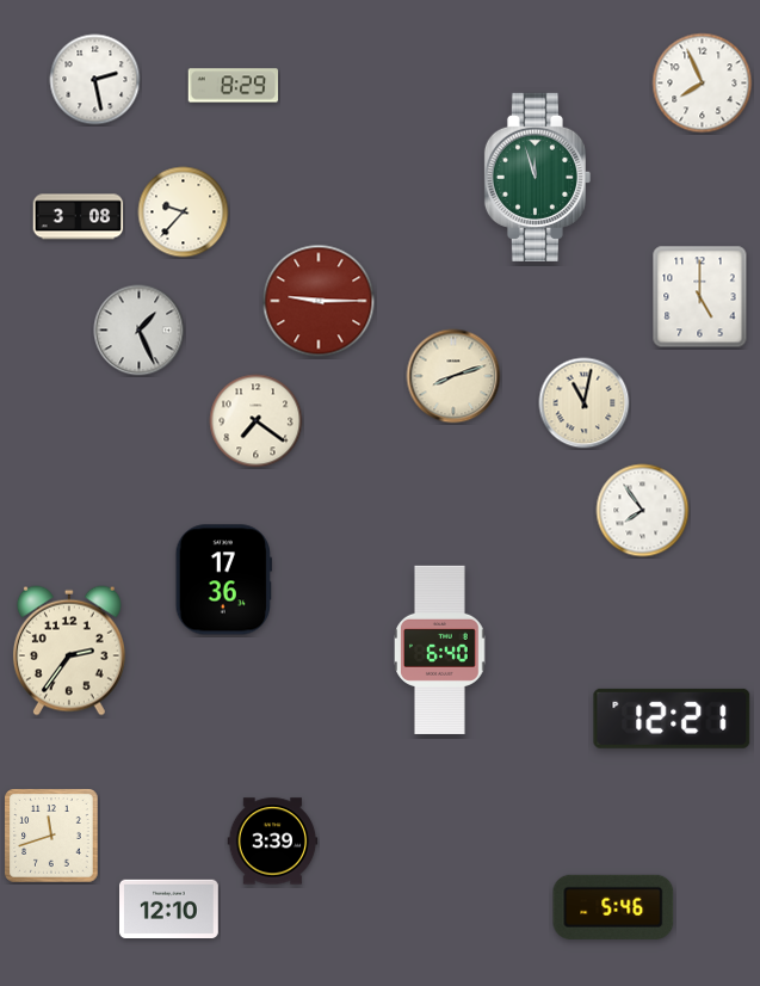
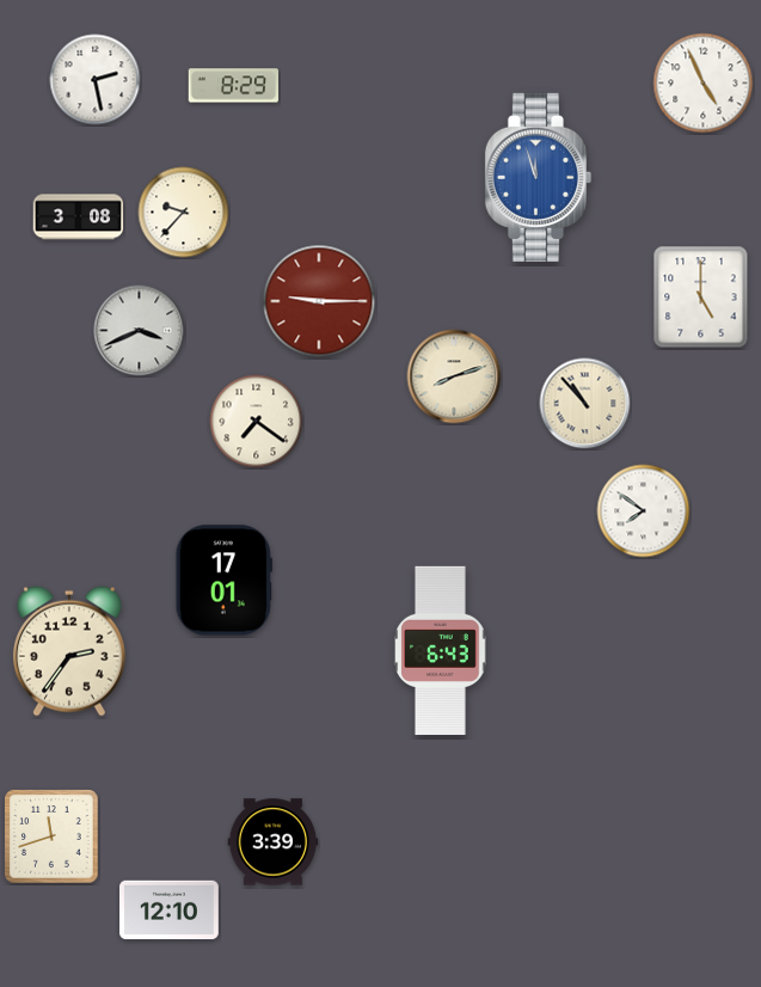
clock at (703, 84): 7:56 -> 4:56
clock at (537, 177) dial: green -> blue
clock at (140, 331): 1:26 -> 3:41
clock at (585, 403): 11:02 -> 10:53
clock at (643, 511): 7:54 -> 7:51
clock at (223, 580): 17:36 -> 17:01
clock at (440, 649): 6:40 -> 6:43
clock at (672, 719): 12:21 -> none
clock at (613, 907): 5:46 -> none
